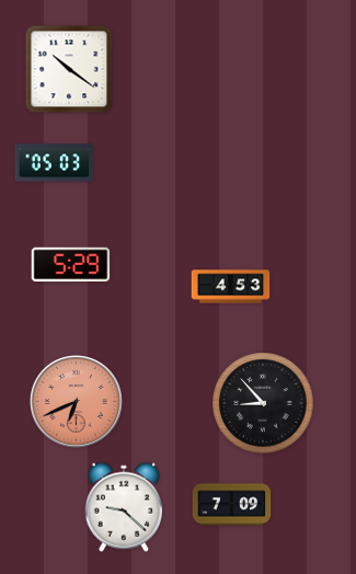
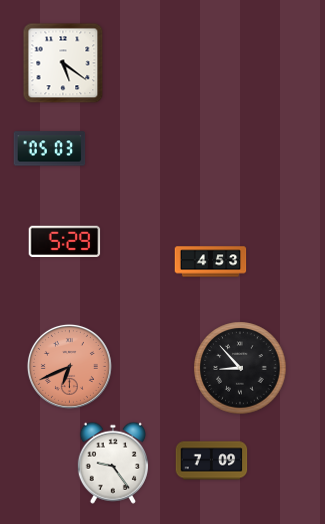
clock at (69, 69): 10:21 -> 5:21
clock at (123, 507): 9:22 -> 9:24
